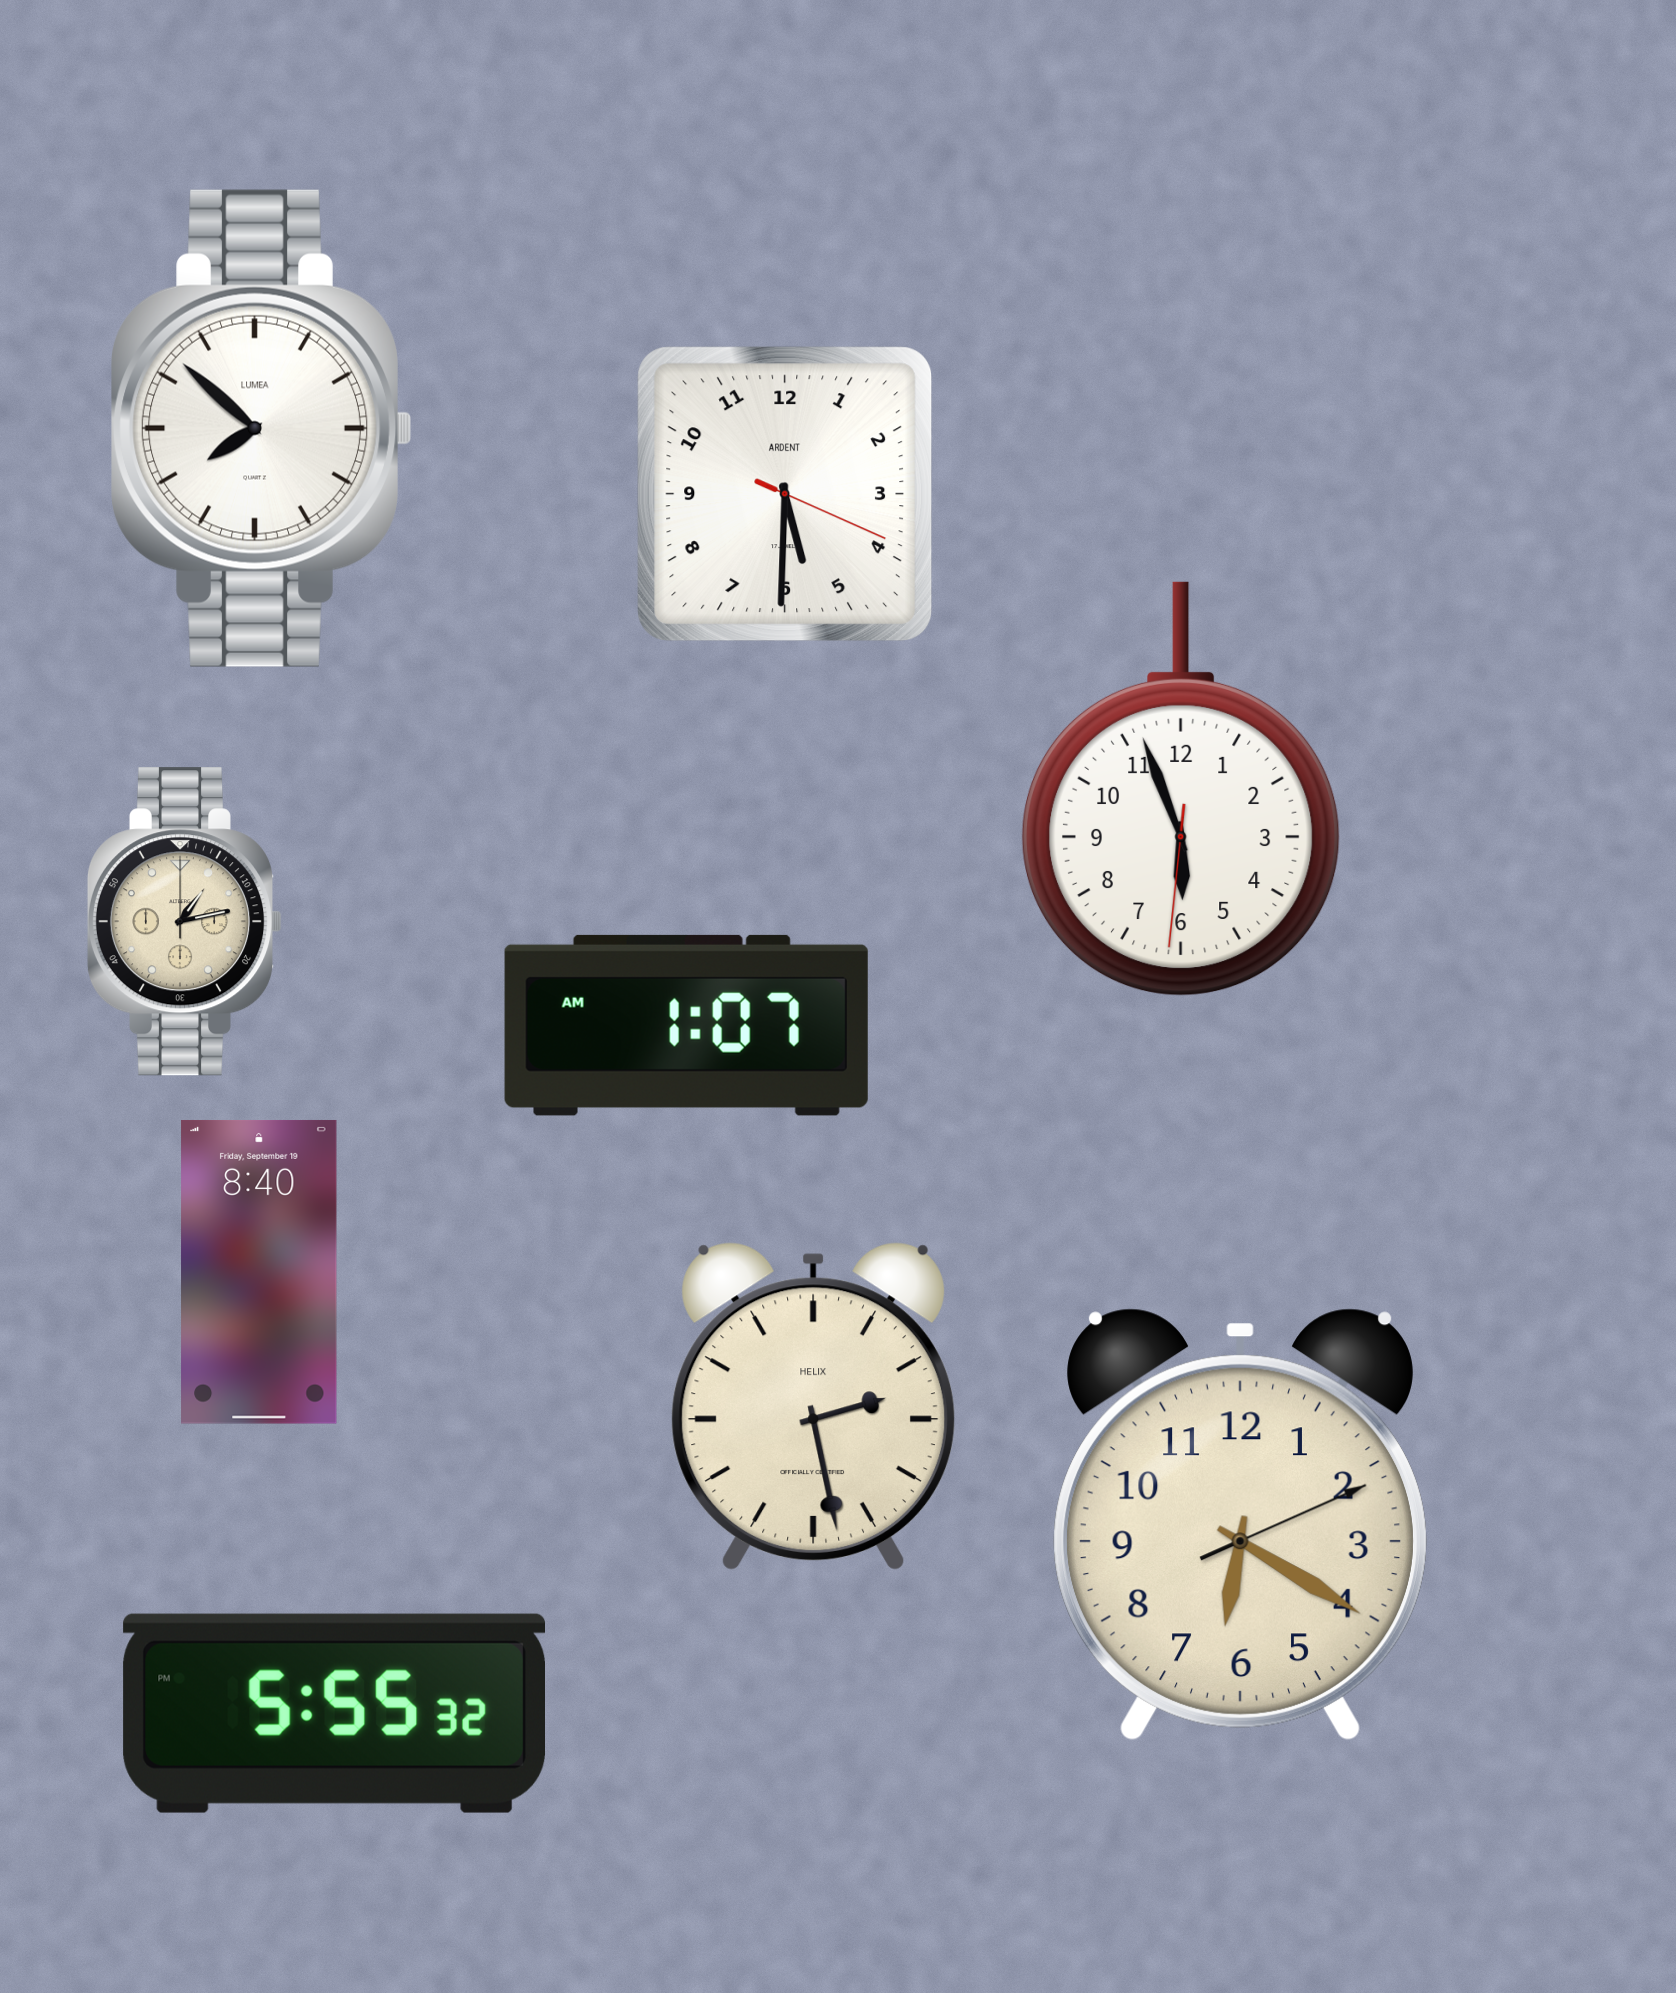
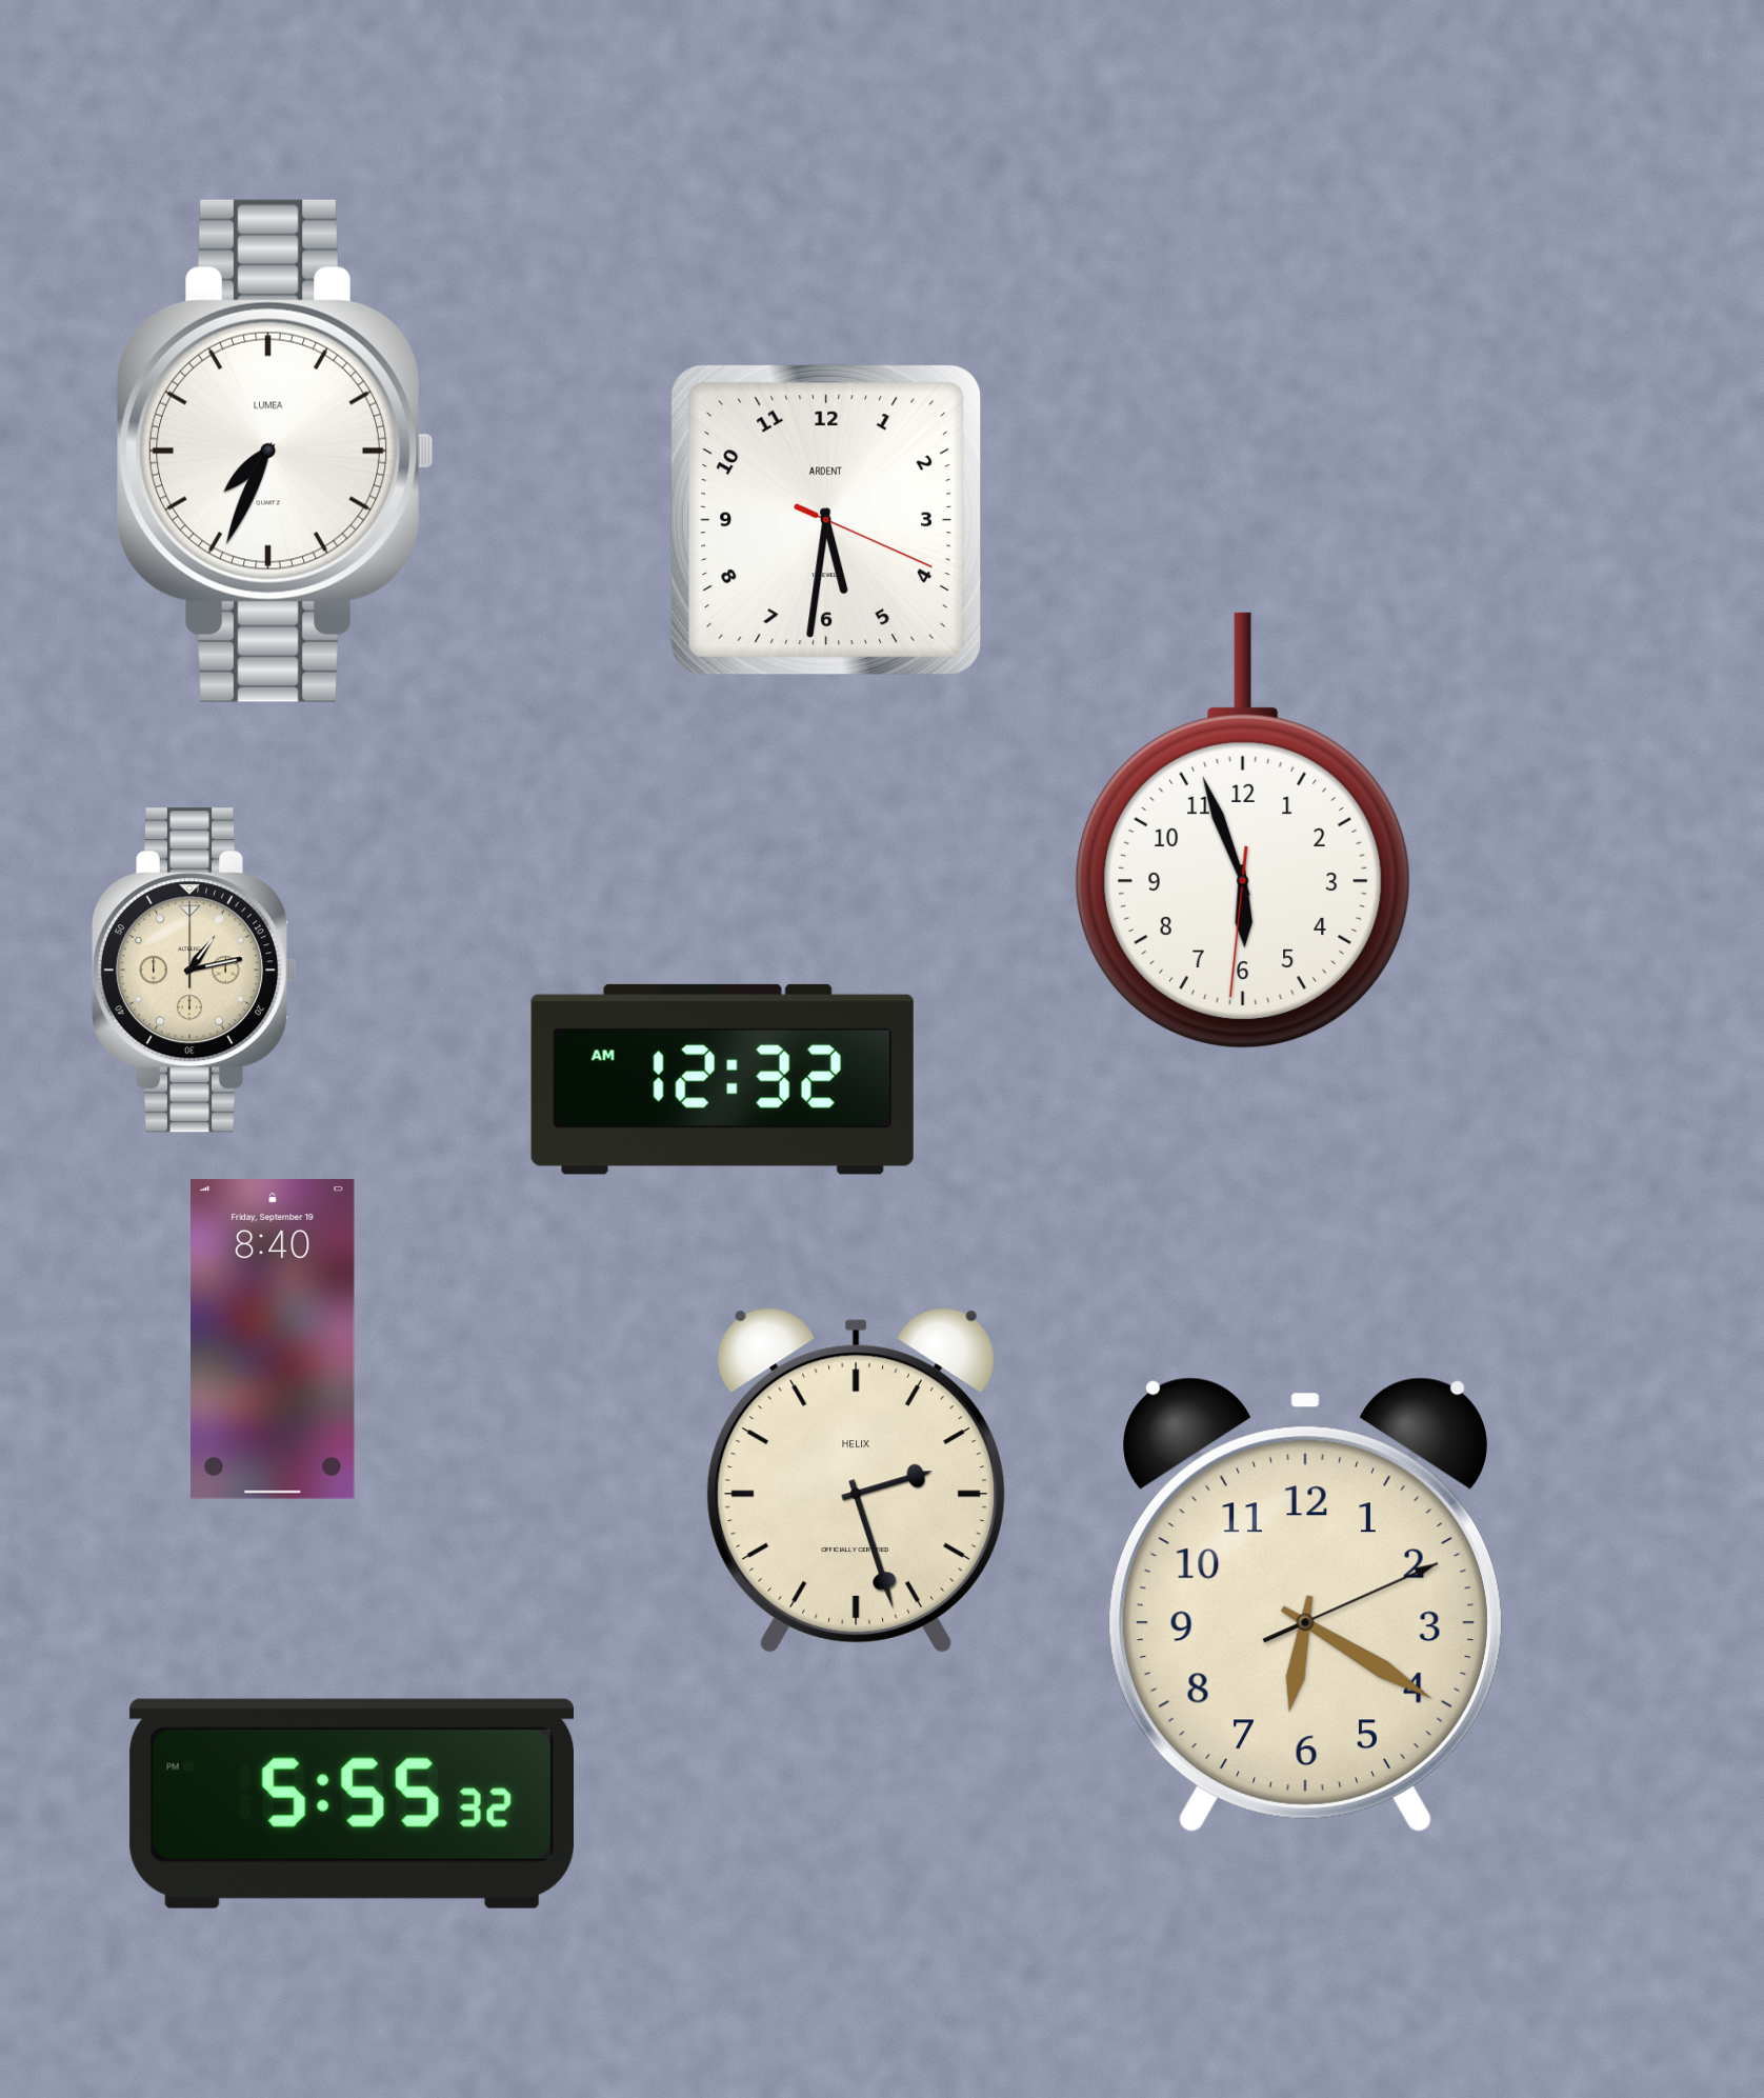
clock at (262, 428): 7:52 -> 7:34
clock at (785, 494): 5:30 -> 5:31
clock at (686, 1025): 1:07 -> 12:32
clock at (813, 1406): 2:28 -> 2:27
